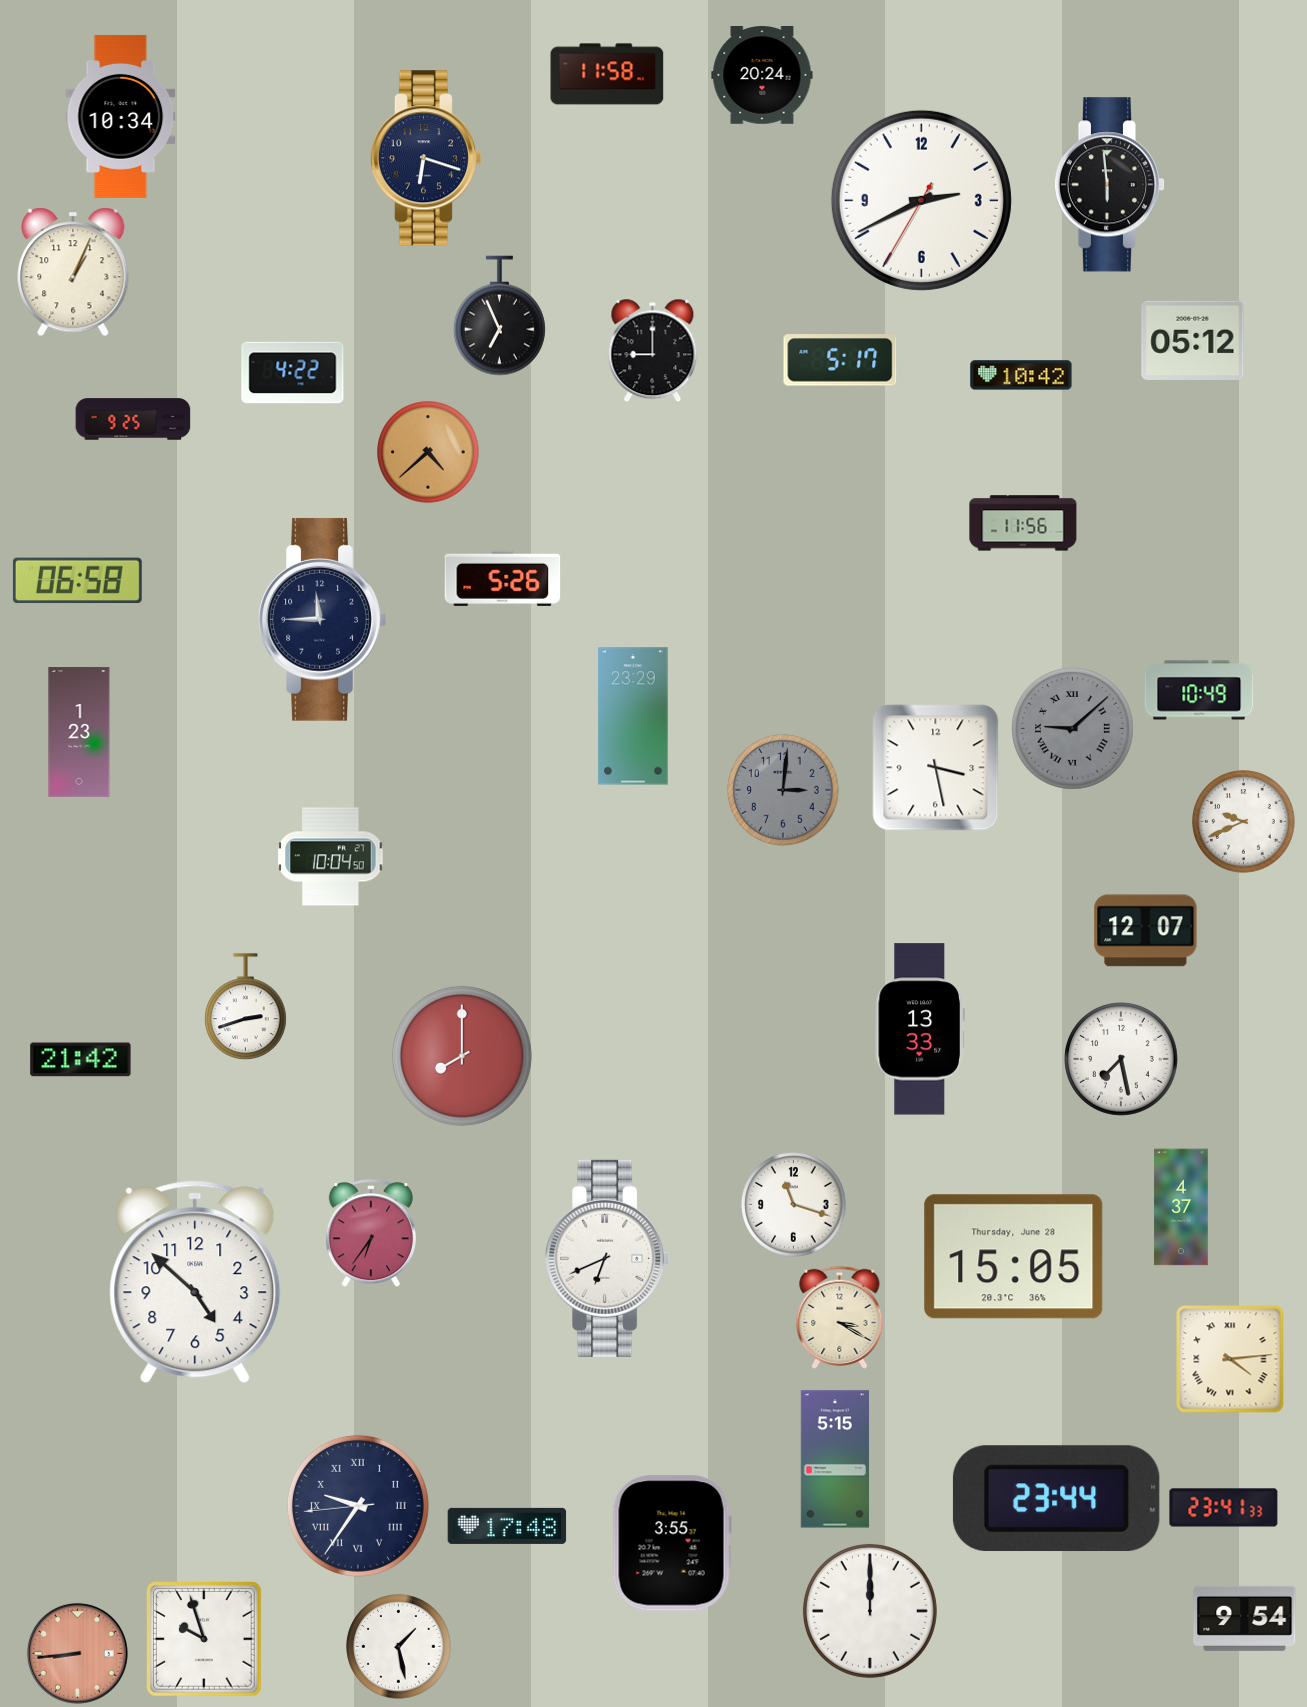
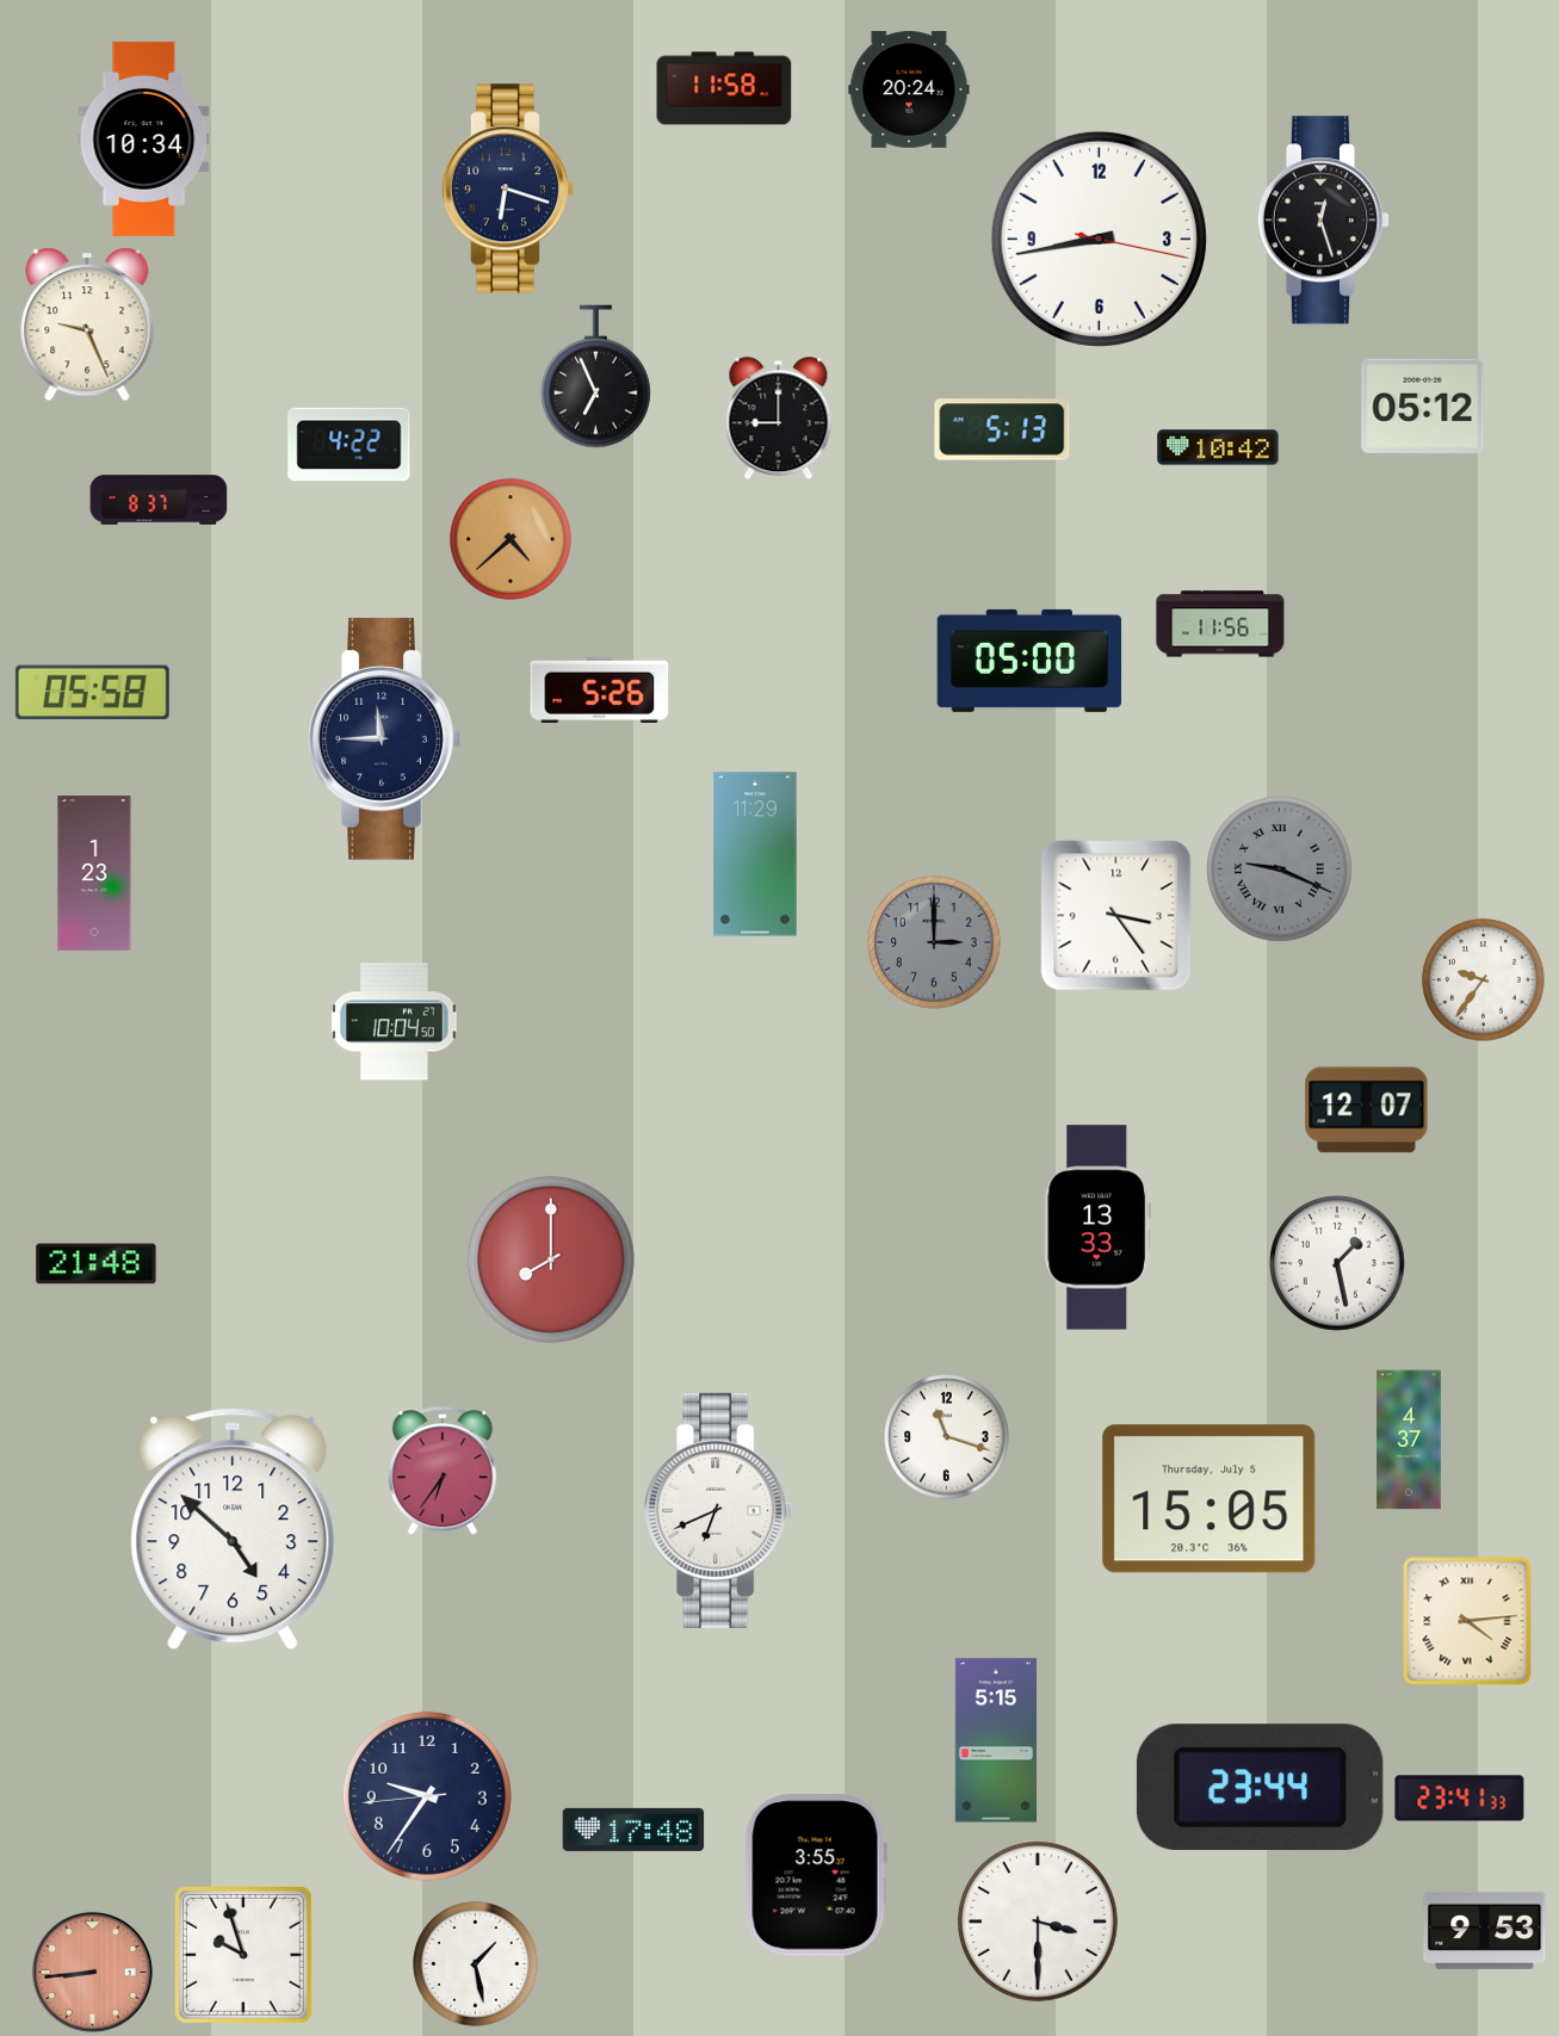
clock at (1110, 185): 5:59 -> 12:27
clock at (921, 200): 2:40 -> 8:43
clock at (73, 272): 1:04 -> 9:26
clock at (840, 360): 5:17 -> 5:13
clock at (133, 419): 9:25 -> 8:37
clock at (1029, 661): none -> 05:00
clock at (77, 581): 06:58 -> 05:58
clock at (1199, 690): 10:49 -> none
clock at (633, 716): 23:29 -> 11:29
clock at (1073, 729): 9:08 -> 9:19
clock at (936, 768): 3:28 -> 3:24
clock at (783, 790): 3:01 -> 3:00
clock at (1244, 822): 9:41 -> 9:36
clock at (246, 1007): 2:42 -> none
clock at (1121, 1059): 7:28 -> 1:28
clock at (81, 1060): 21:42 -> 21:48
clock at (1014, 1257) date: Thursday, June 28 -> Thursday, July 5
clock at (608, 1258) position: (608, 1258) -> (719, 1510)
clock at (840, 1317): 3:20 -> none
clock at (358, 1506) numerals: Roman -> Arabic
clock at (507, 1526) position: (507, 1526) -> (633, 1830)
clock at (672, 1543) position: (672, 1543) -> (816, 1875)
clock at (870, 1611): 12:00 -> 3:30
clock at (1245, 1618): 9:54 -> 9:53
